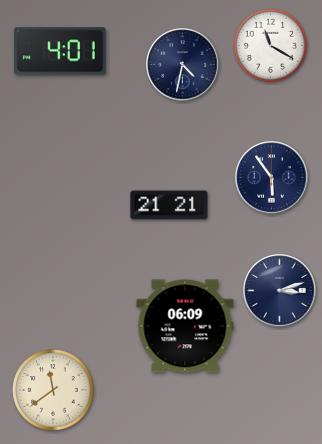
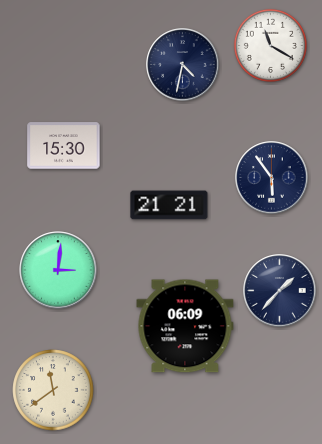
clock at (60, 51): 4:01 -> none
clock at (64, 146): none -> 15:30
clock at (58, 270): none -> 3:01
clock at (280, 291): 3:12 -> 1:37
